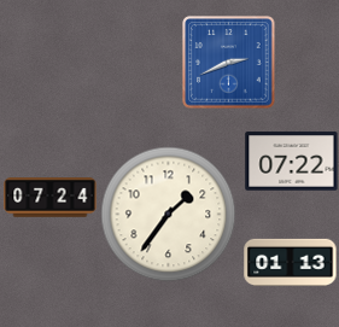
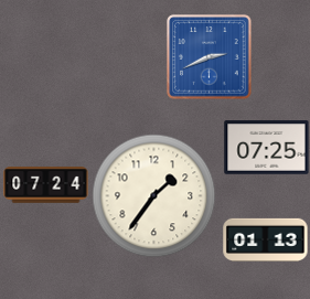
clock at (292, 162): 07:22 -> 07:25
clock at (51, 198) position: (51, 198) -> (46, 185)
